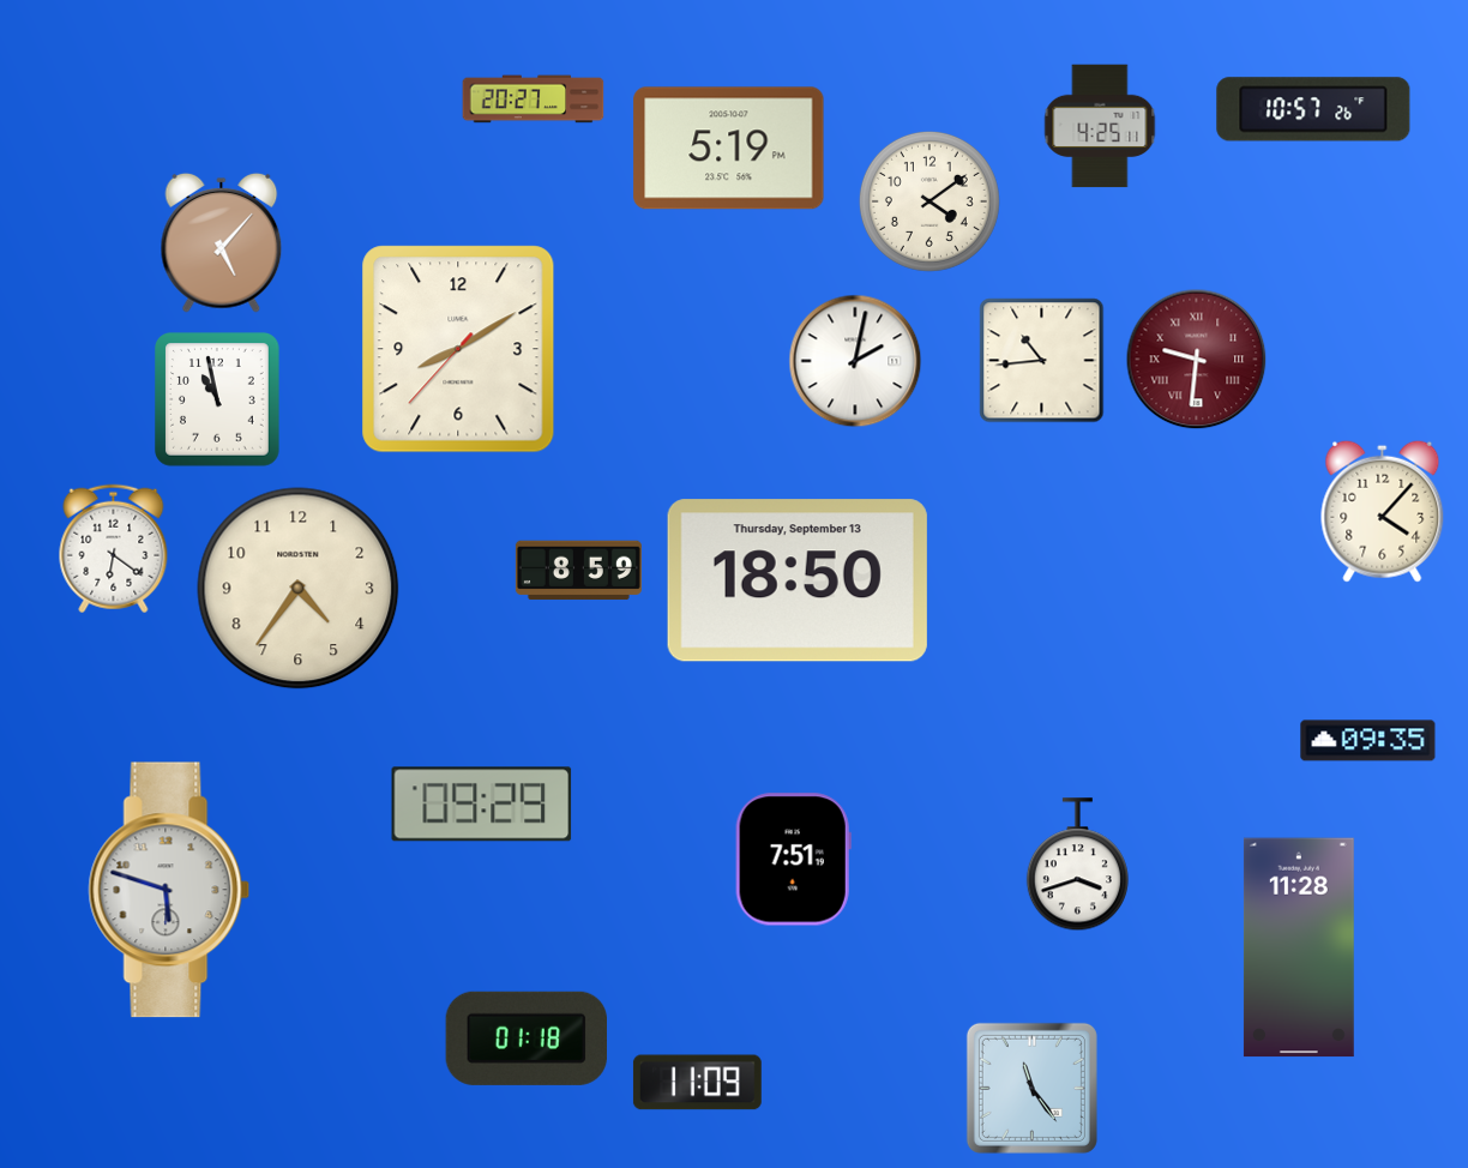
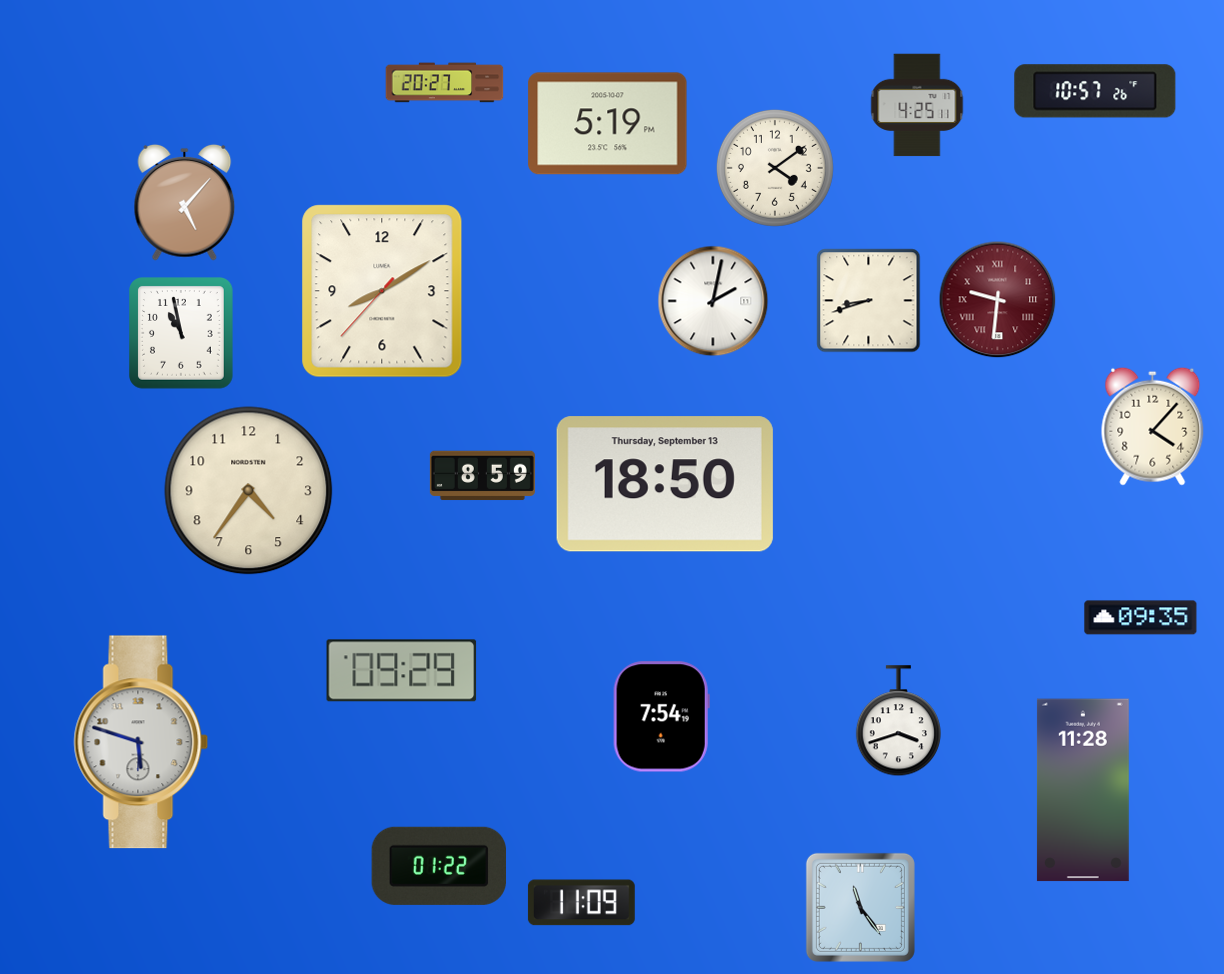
clock at (1042, 361): 10:44 -> 8:42
clock at (114, 549): 6:21 -> none
clock at (793, 860): 7:51 -> 7:54
clock at (525, 1038): 01:18 -> 01:22
